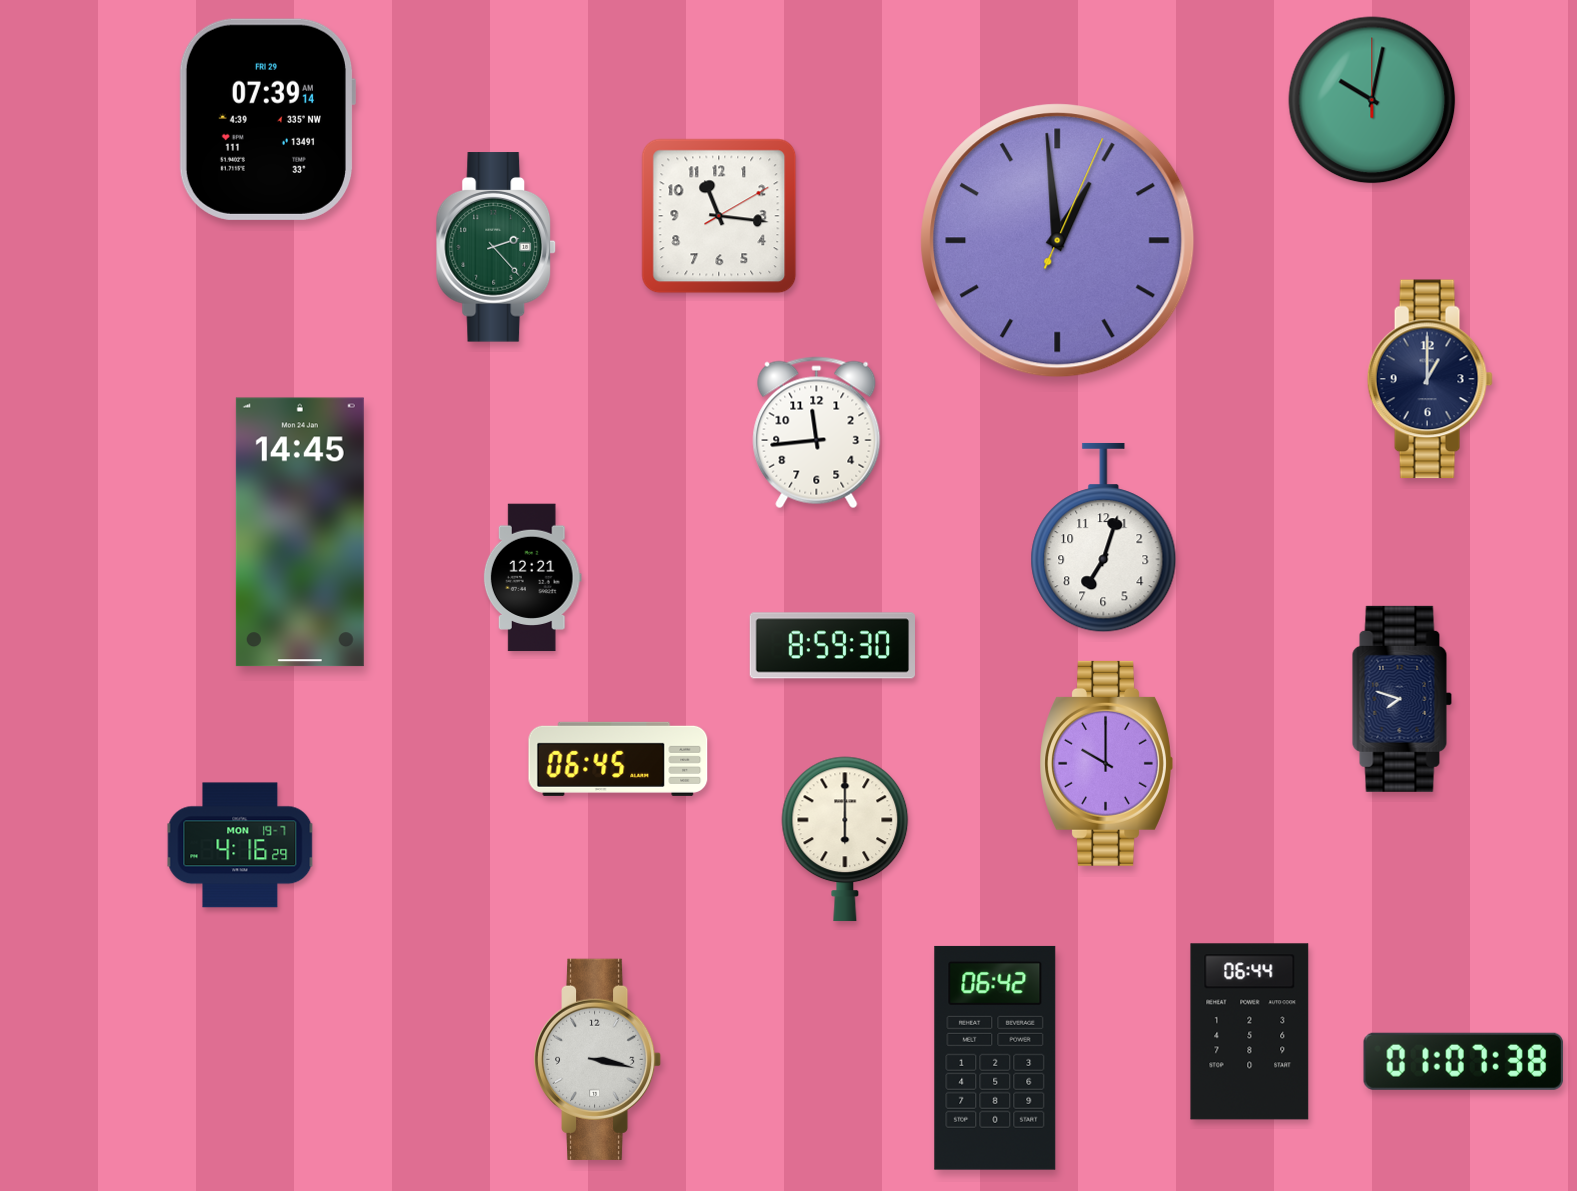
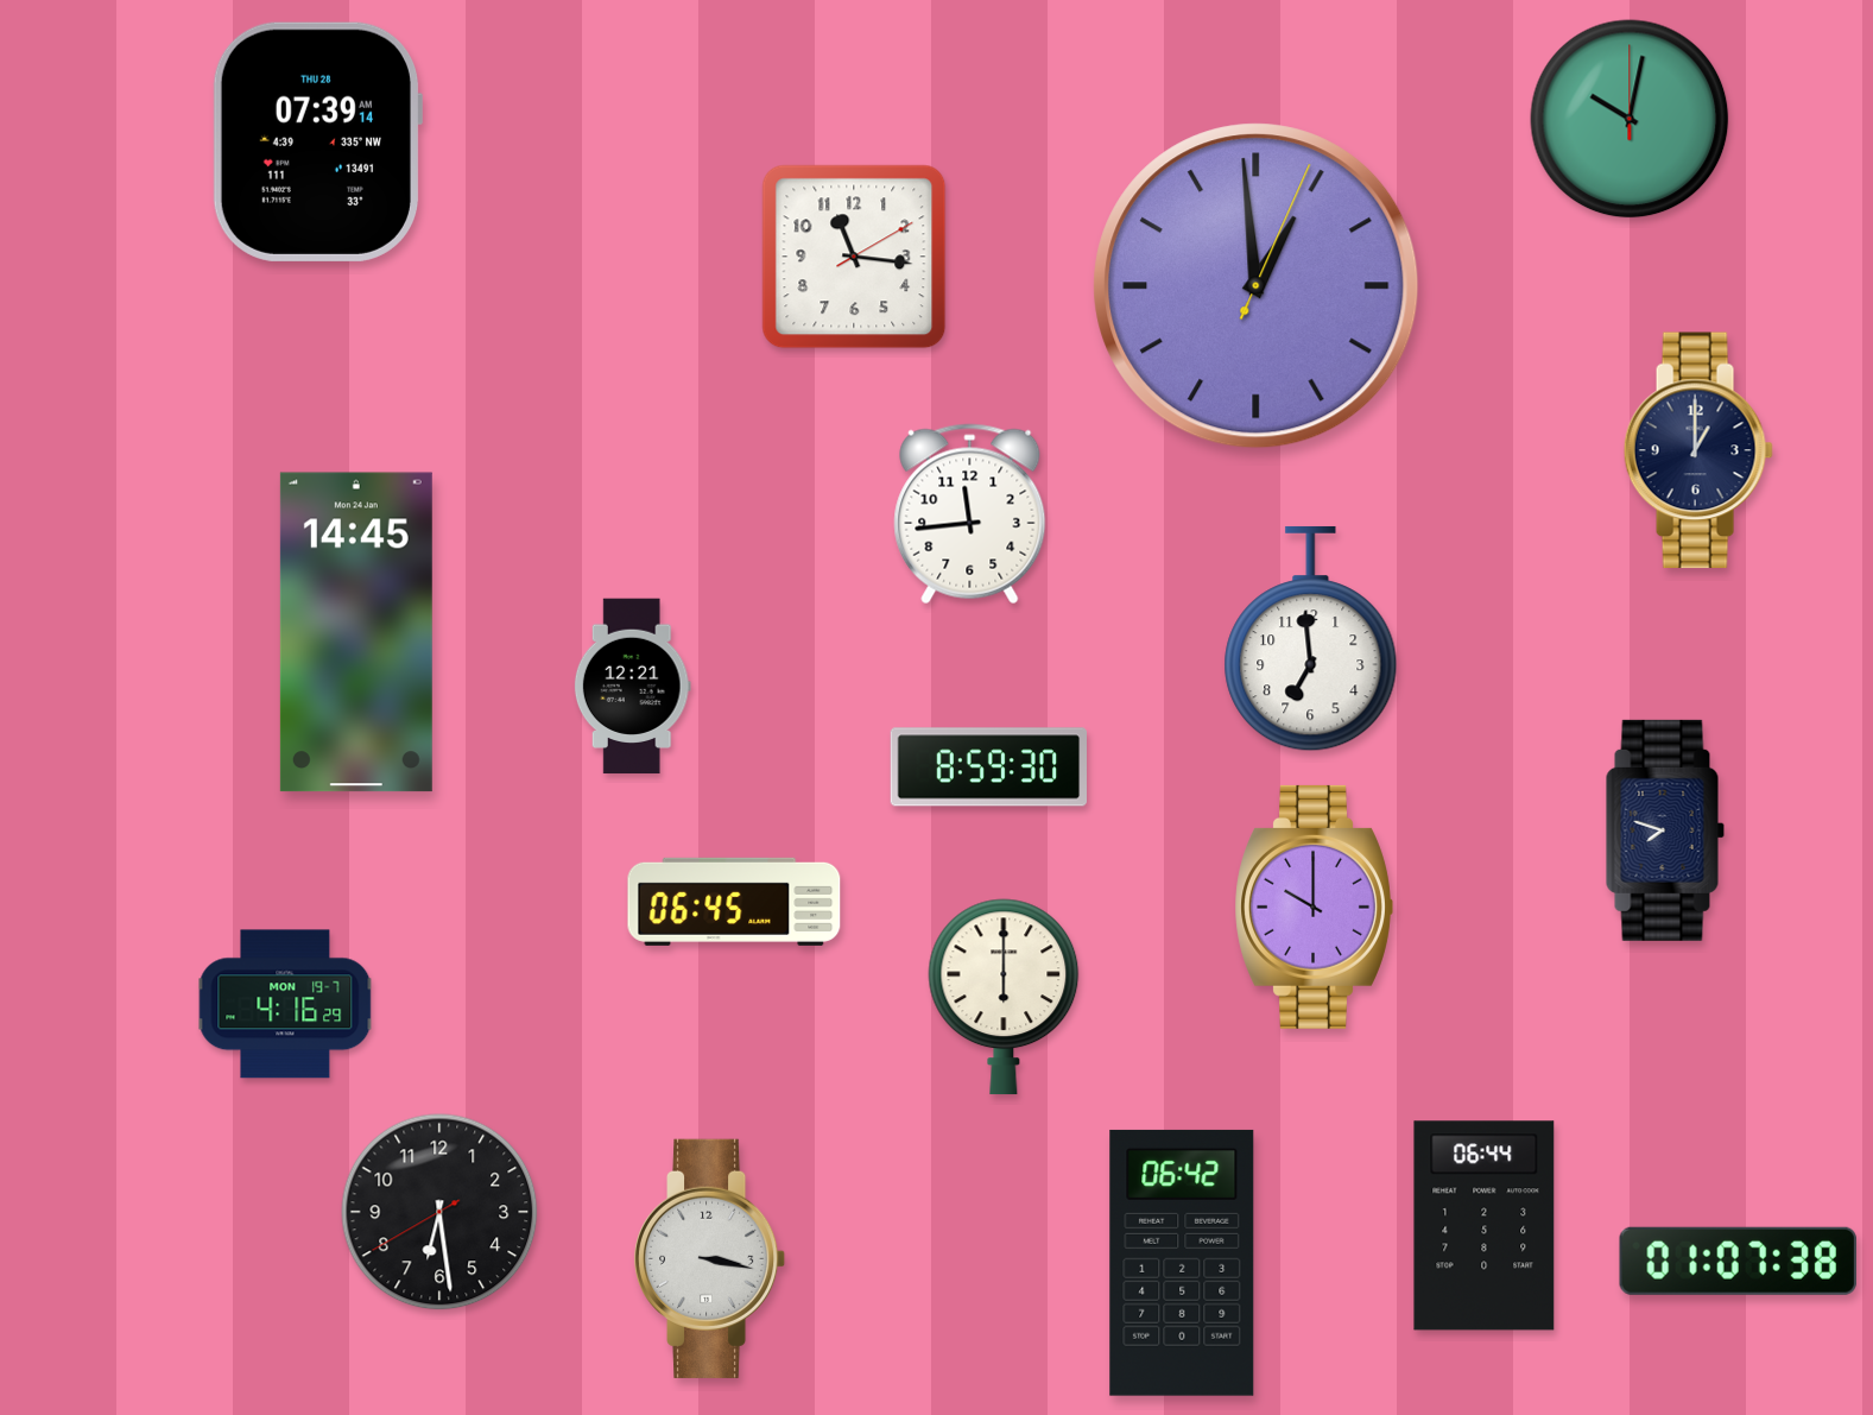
clock at (266, 119) date: FRI 29 -> THU 28
clock at (496, 247): 2:23 -> none
clock at (1104, 538): 7:03 -> 6:59
clock at (439, 1212): none -> 6:28
clock at (995, 1058) position: (995, 1058) -> (1182, 1263)
